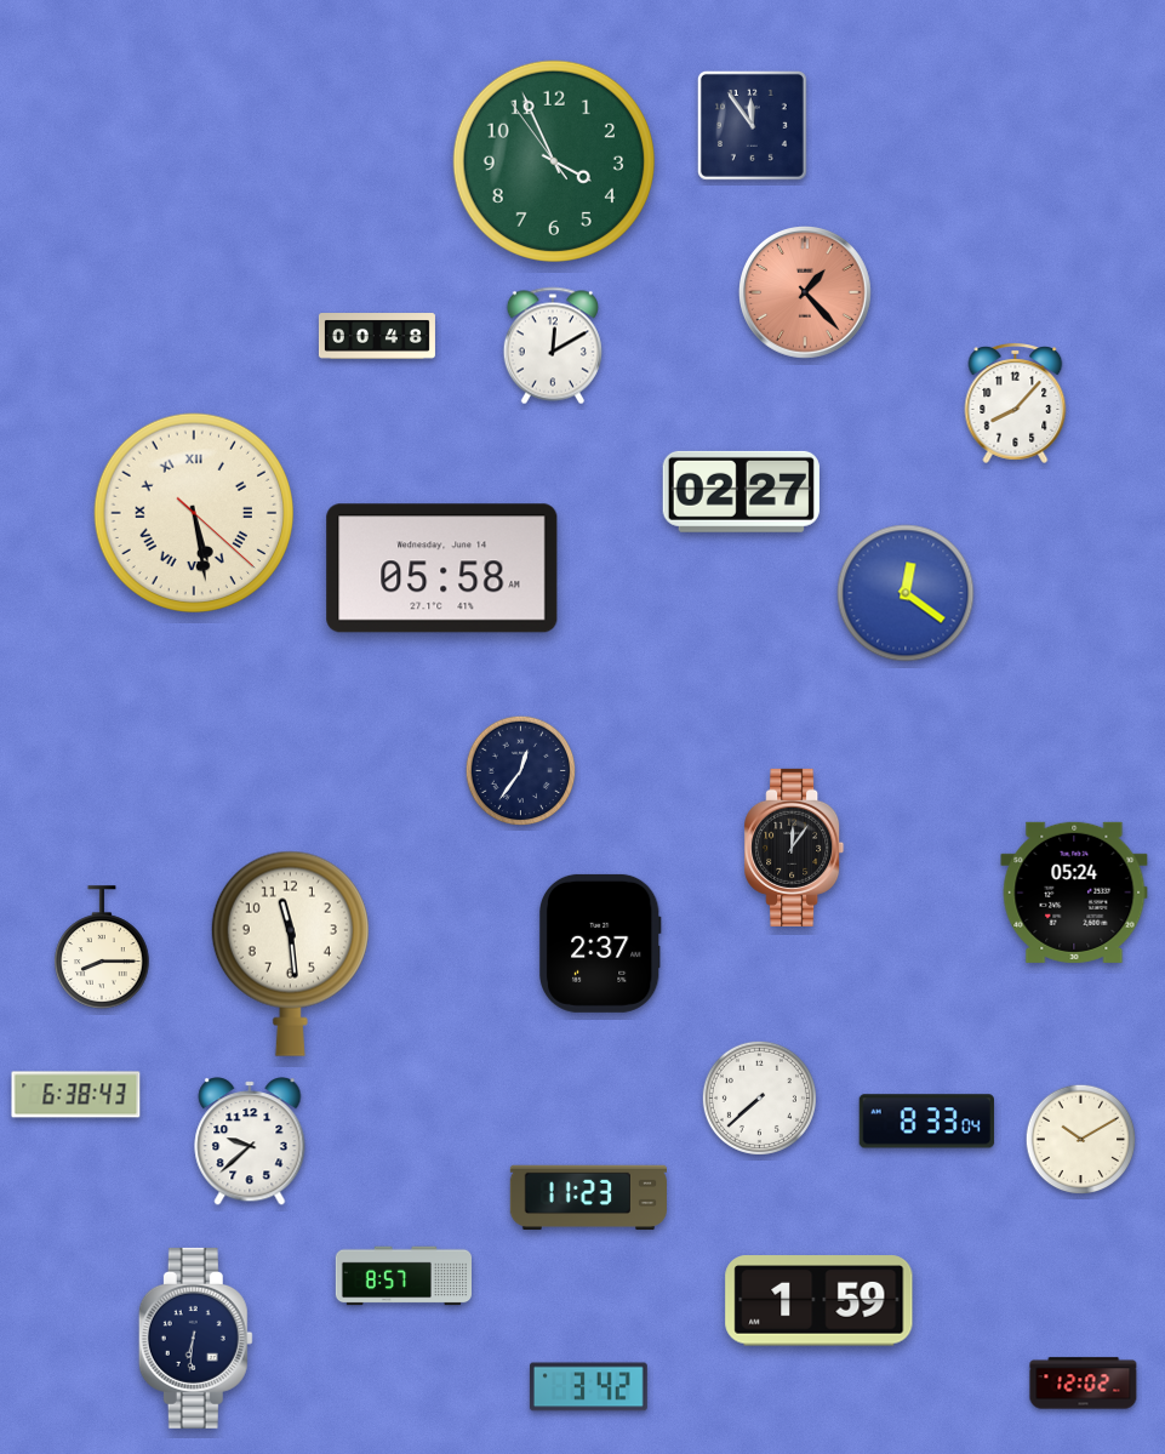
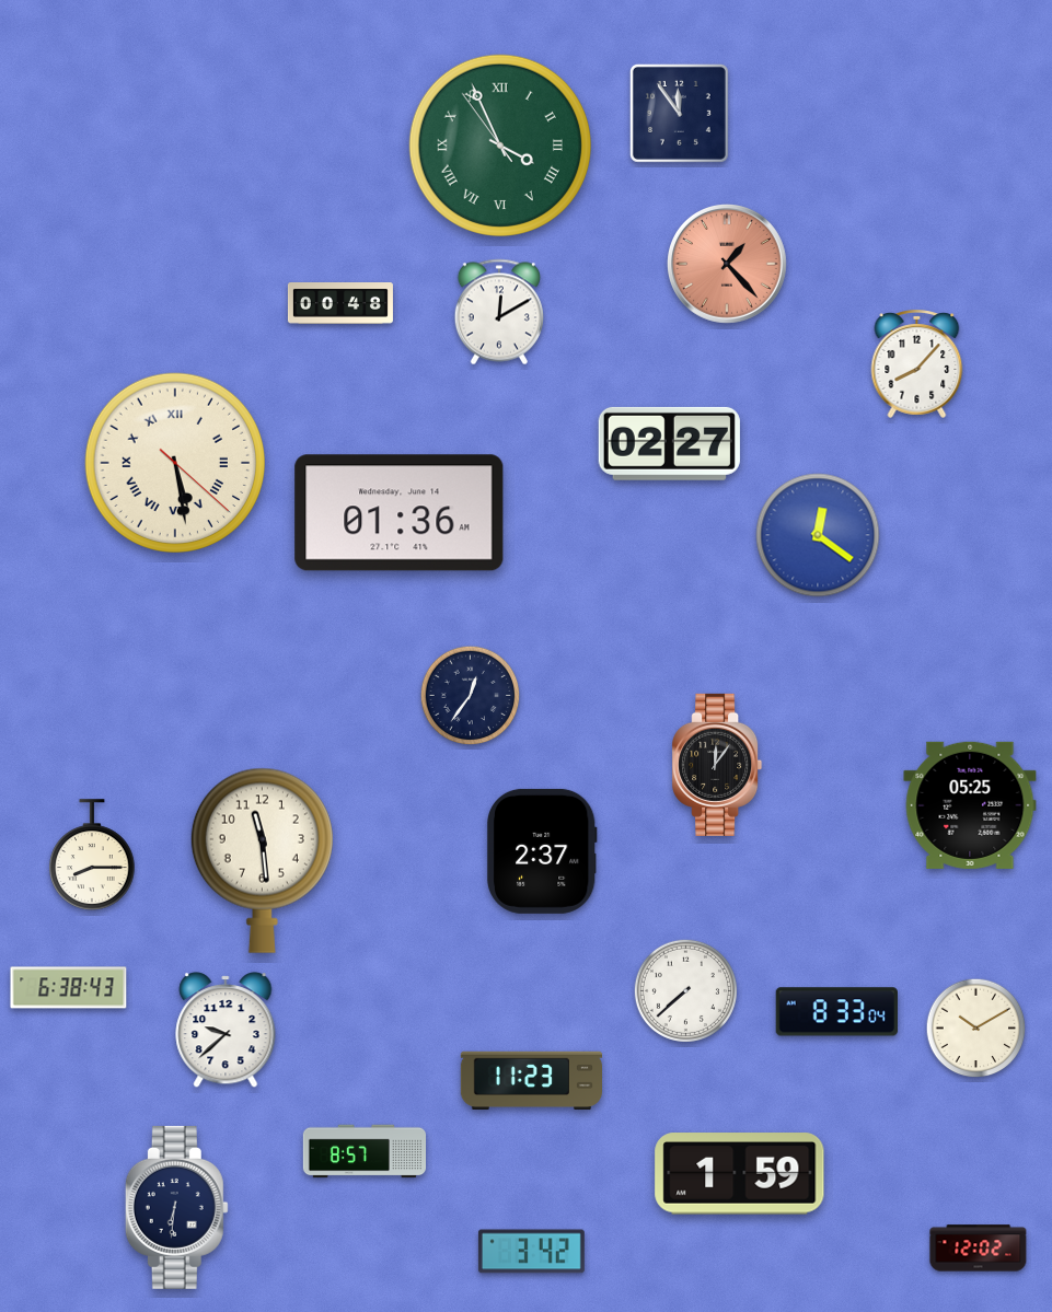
clock at (554, 161) numerals: Arabic -> Roman
clock at (442, 569): 05:58 -> 01:36
clock at (1074, 893): 05:24 -> 05:25
